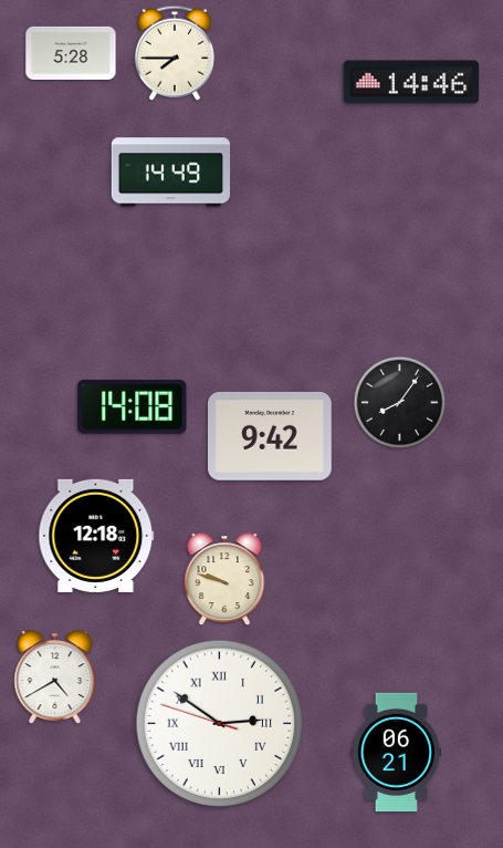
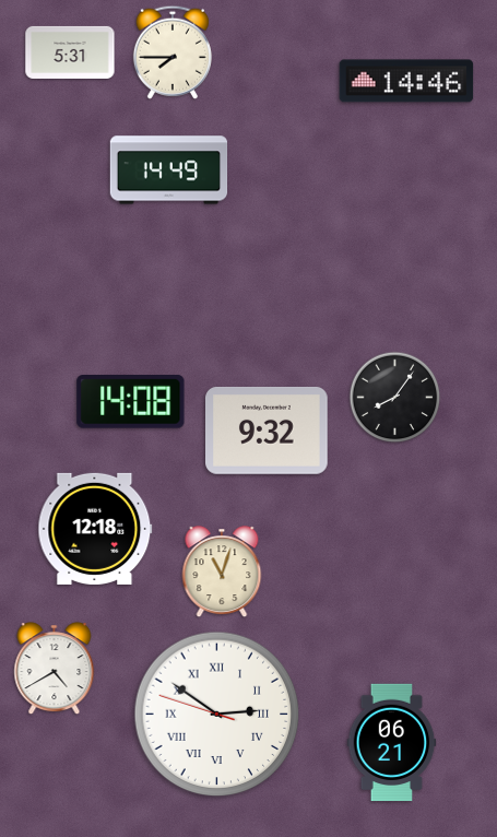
clock at (71, 53): 5:28 -> 5:31
clock at (271, 436): 9:42 -> 9:32
clock at (224, 580): 9:48 -> 11:03
